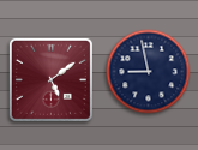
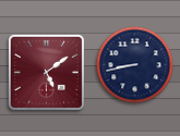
clock at (149, 72): 8:58 -> 8:43
